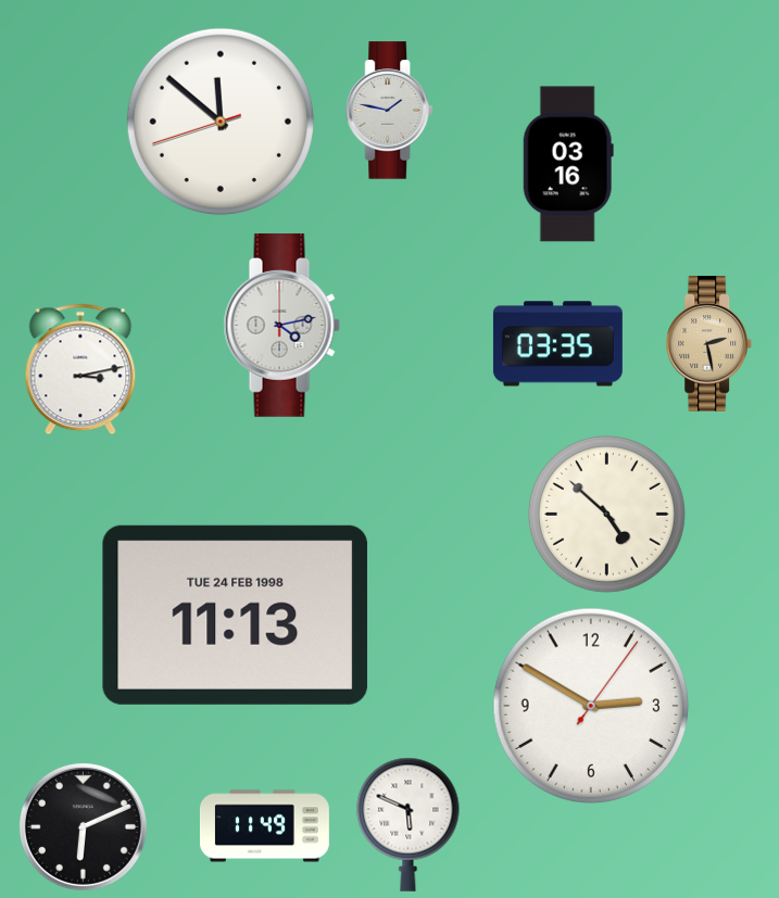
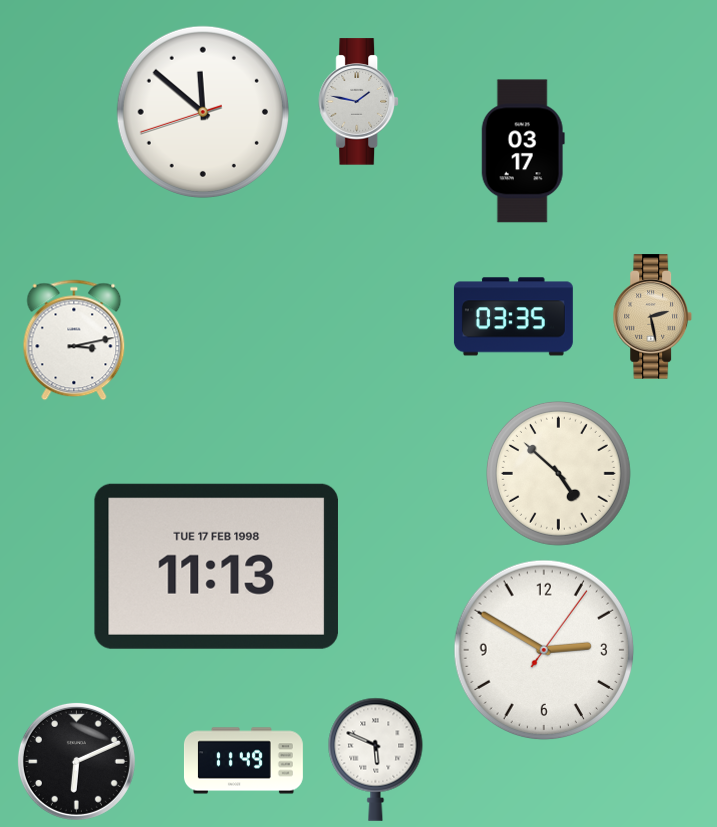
clock at (568, 164): 03:16 -> 03:17
clock at (281, 325): 4:13 -> none
clock at (235, 615) date: TUE 24 FEB 1998 -> TUE 17 FEB 1998
